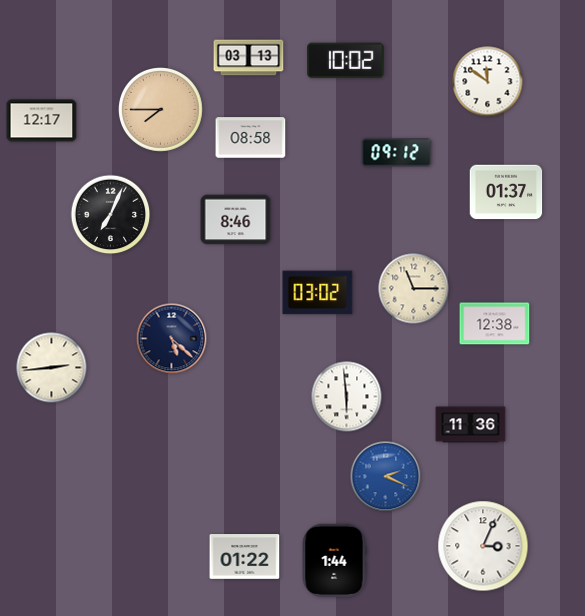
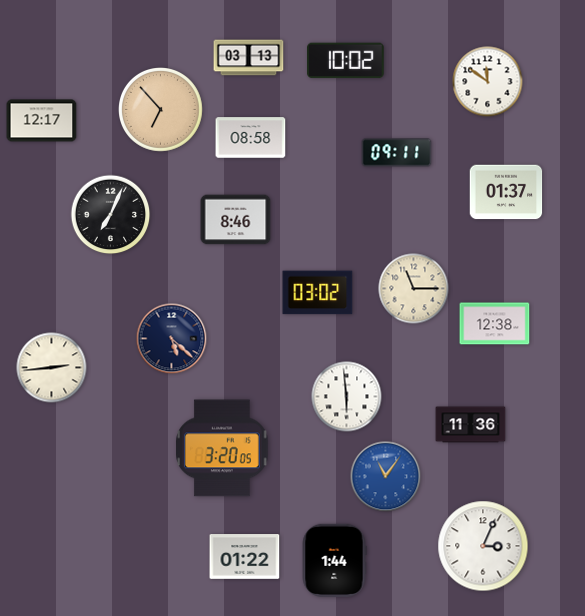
clock at (161, 110): 7:45 -> 6:53
clock at (397, 153): 09:12 -> 09:11
clock at (222, 448): none -> 3:20
clock at (386, 477): 2:19 -> 11:06
